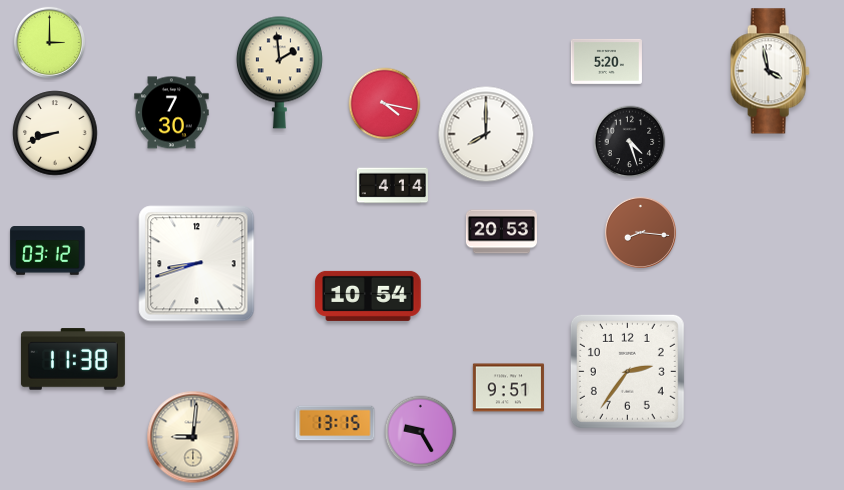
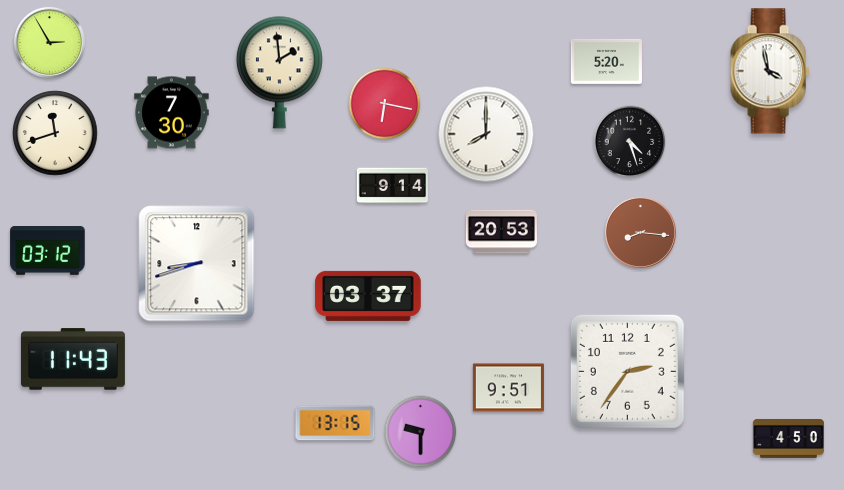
clock at (49, 42): 3:00 -> 2:55
clock at (385, 104): 4:17 -> 6:17
clock at (55, 133): 8:42 -> 11:42
clock at (392, 186): 4:14 -> 9:14
clock at (368, 296): 10:54 -> 03:37
clock at (73, 359): 11:38 -> 11:43
clock at (421, 432): 9:25 -> 9:30
clock at (193, 437): 9:01 -> none
clock at (788, 438): none -> 4:50
